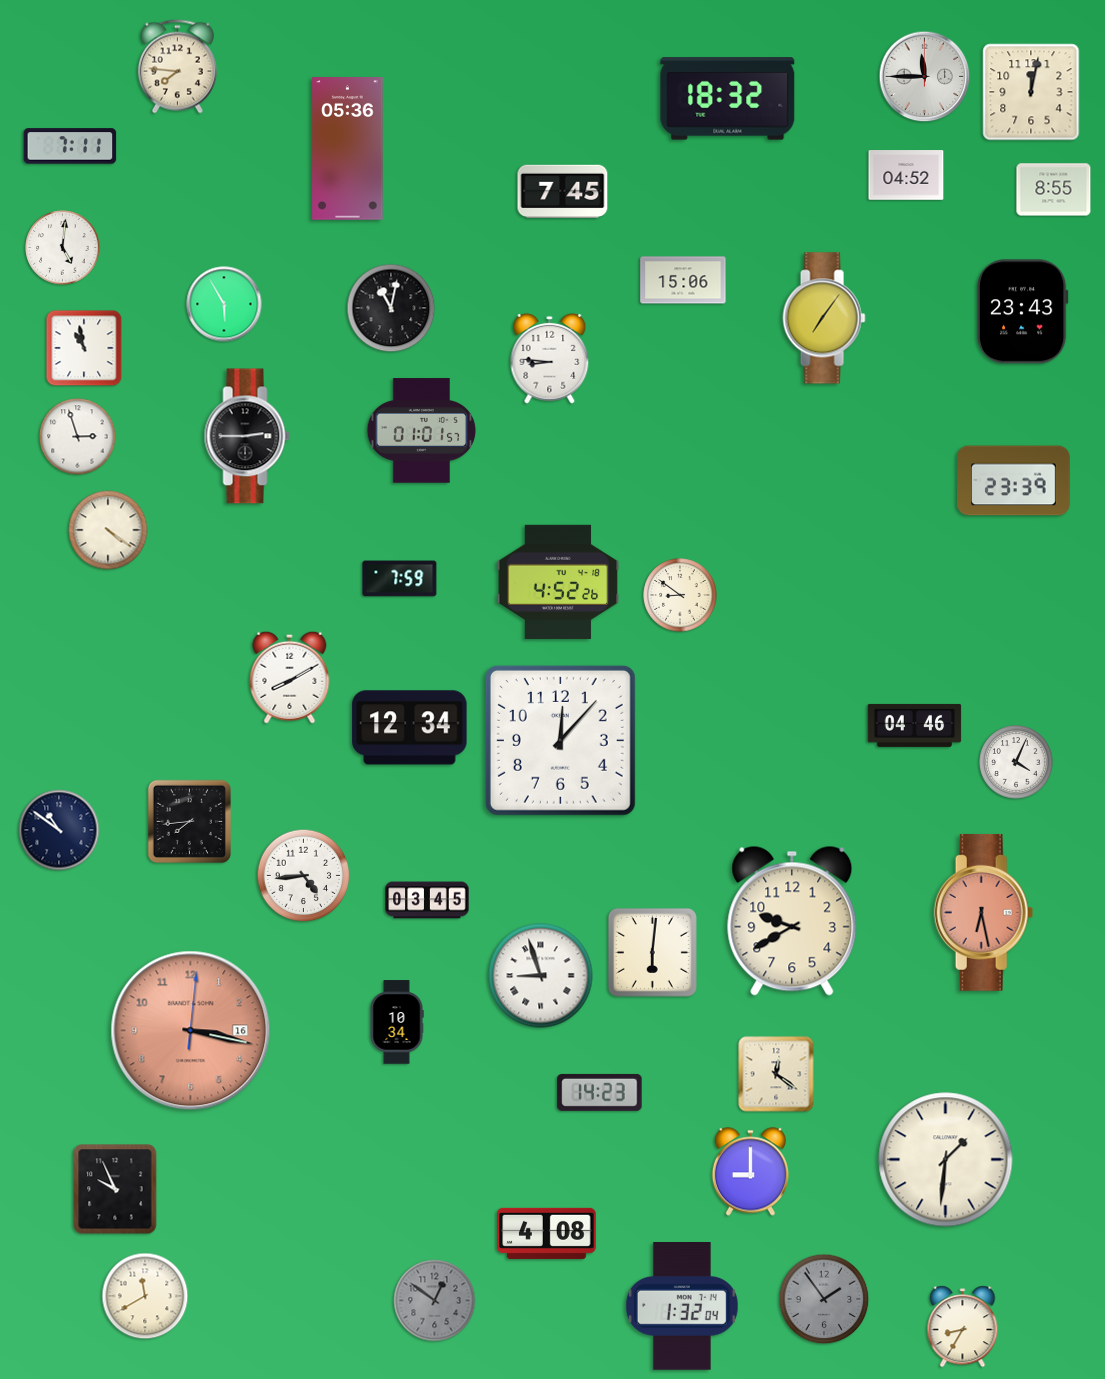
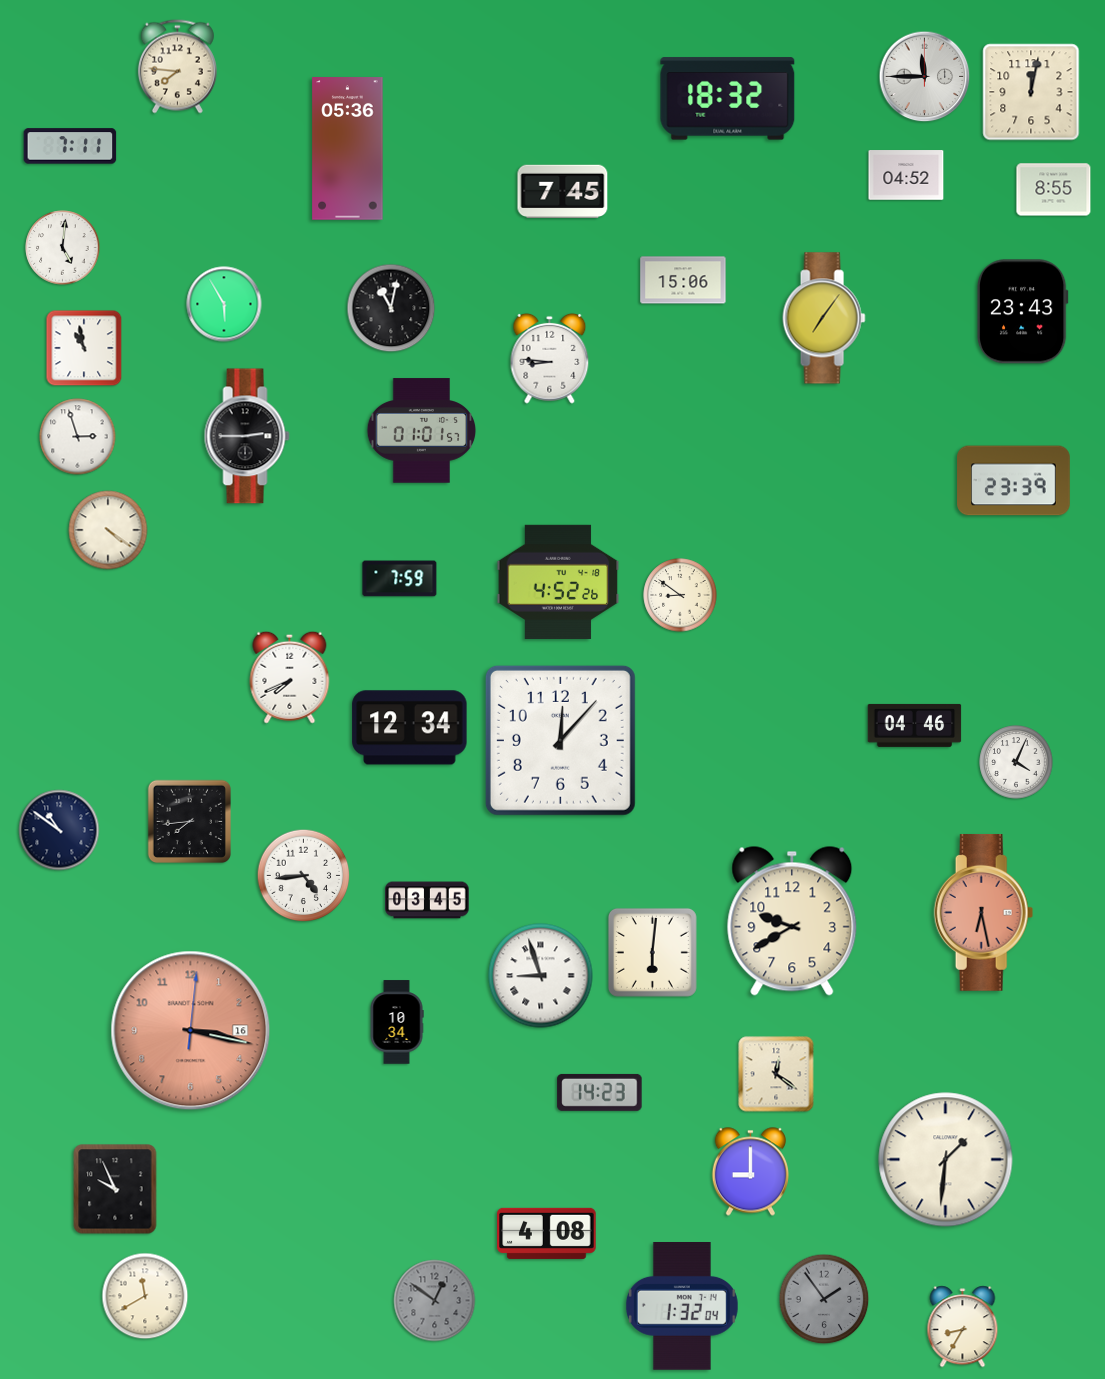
clock at (290, 677): 8:10 -> 7:41
